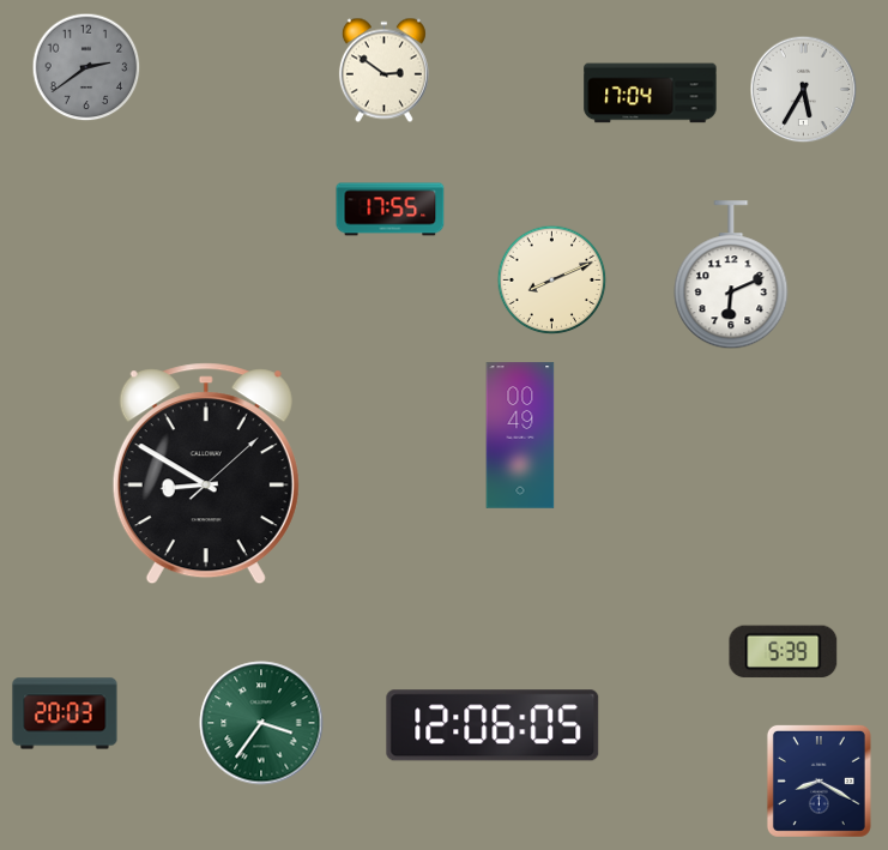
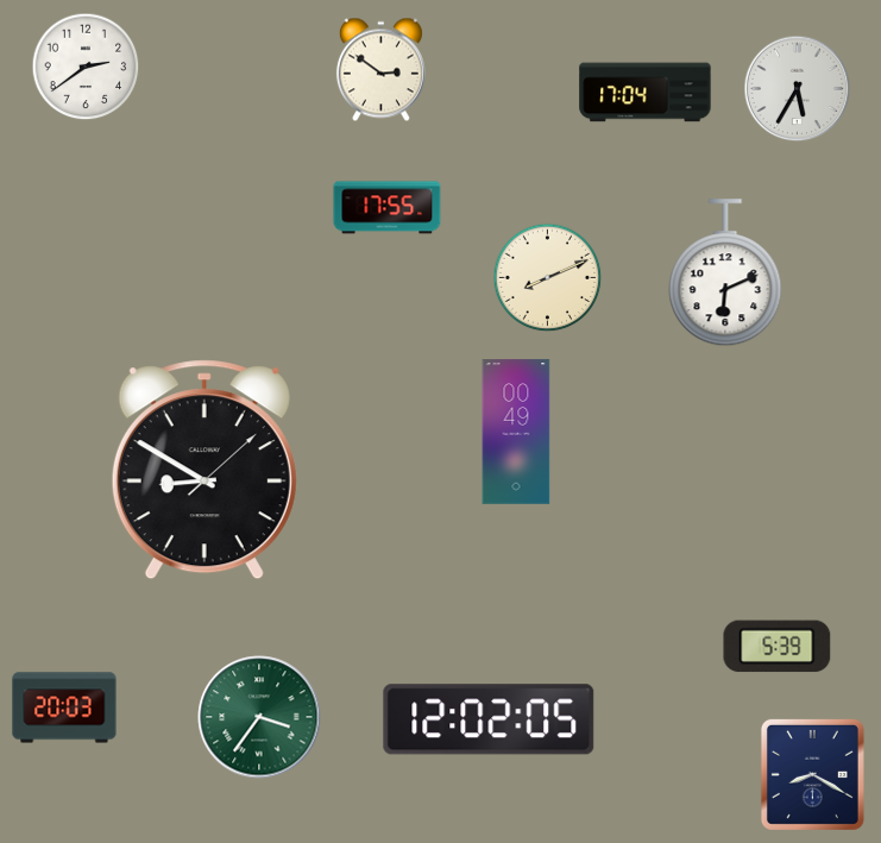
clock at (86, 67) dial: grey -> white
clock at (493, 725): 12:06 -> 12:02
